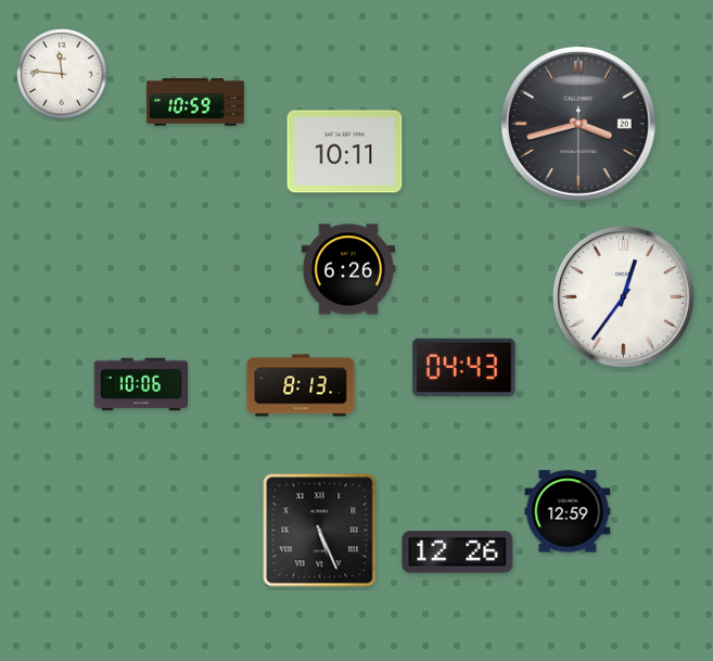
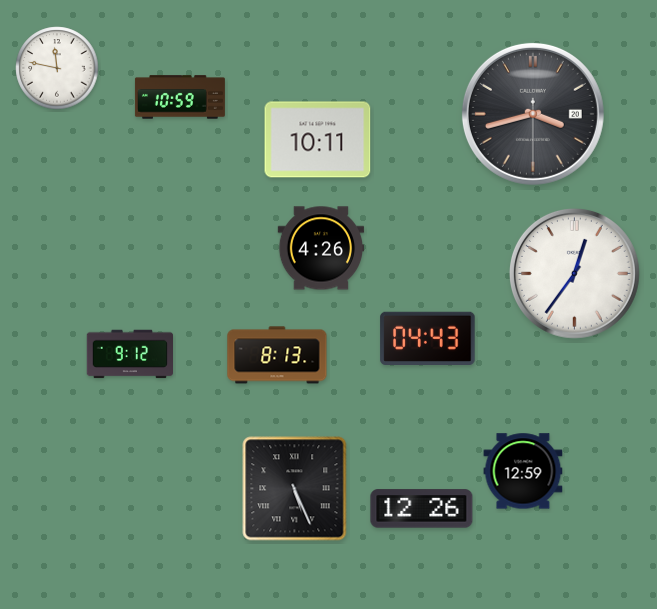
clock at (62, 74): 11:46 -> 11:47
clock at (195, 102) position: (195, 102) -> (180, 97)
clock at (348, 269): 6:26 -> 4:26
clock at (141, 384): 10:06 -> 9:12
